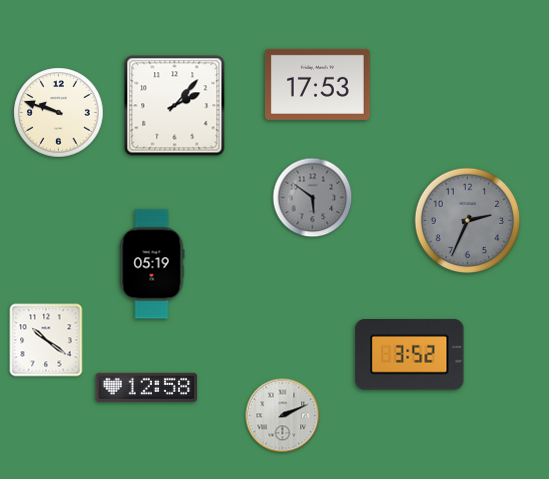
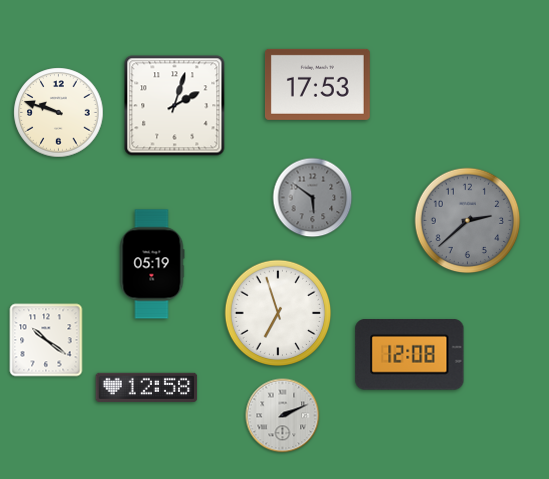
clock at (175, 106): 2:07 -> 2:03
clock at (468, 221): 2:34 -> 2:38
clock at (278, 313): none -> 6:57
clock at (410, 355): 3:52 -> 12:08
